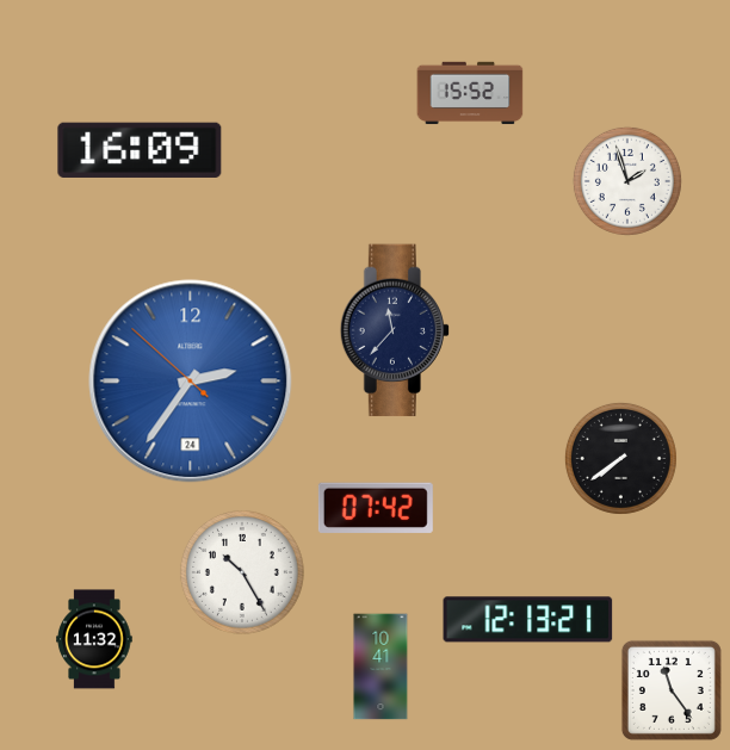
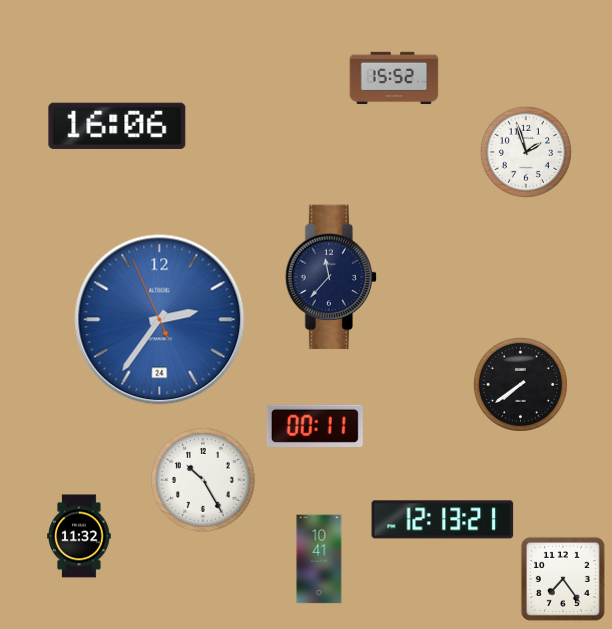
clock at (140, 150): 16:09 -> 16:06
clock at (191, 382): 2:35:52 -> 2:35:56
clock at (376, 508): 07:42 -> 00:11
clock at (672, 690): 11:24 -> 7:24
